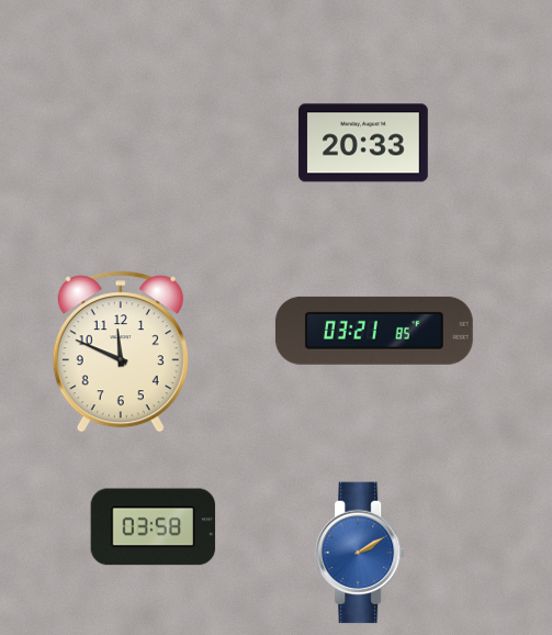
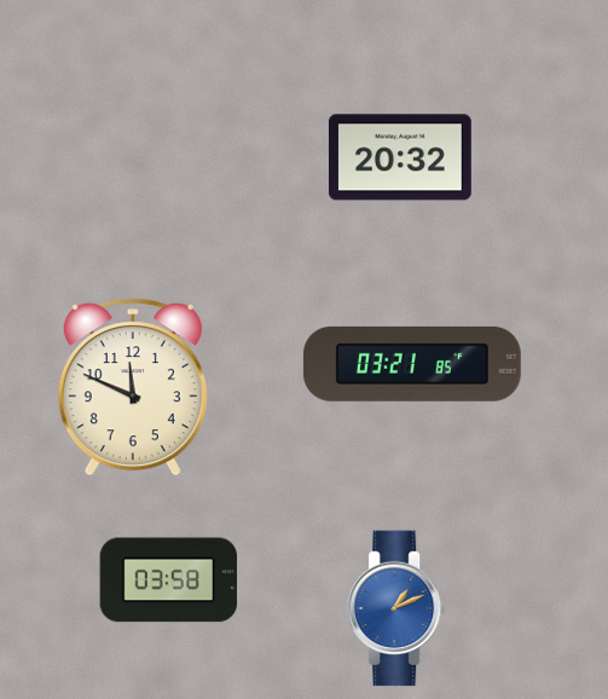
clock at (363, 143): 20:33 -> 20:32
clock at (360, 553): 2:10 -> 1:11
